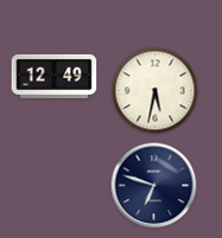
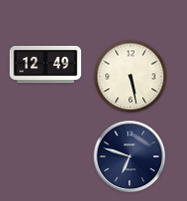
clock at (156, 91): 5:32 -> 5:28
